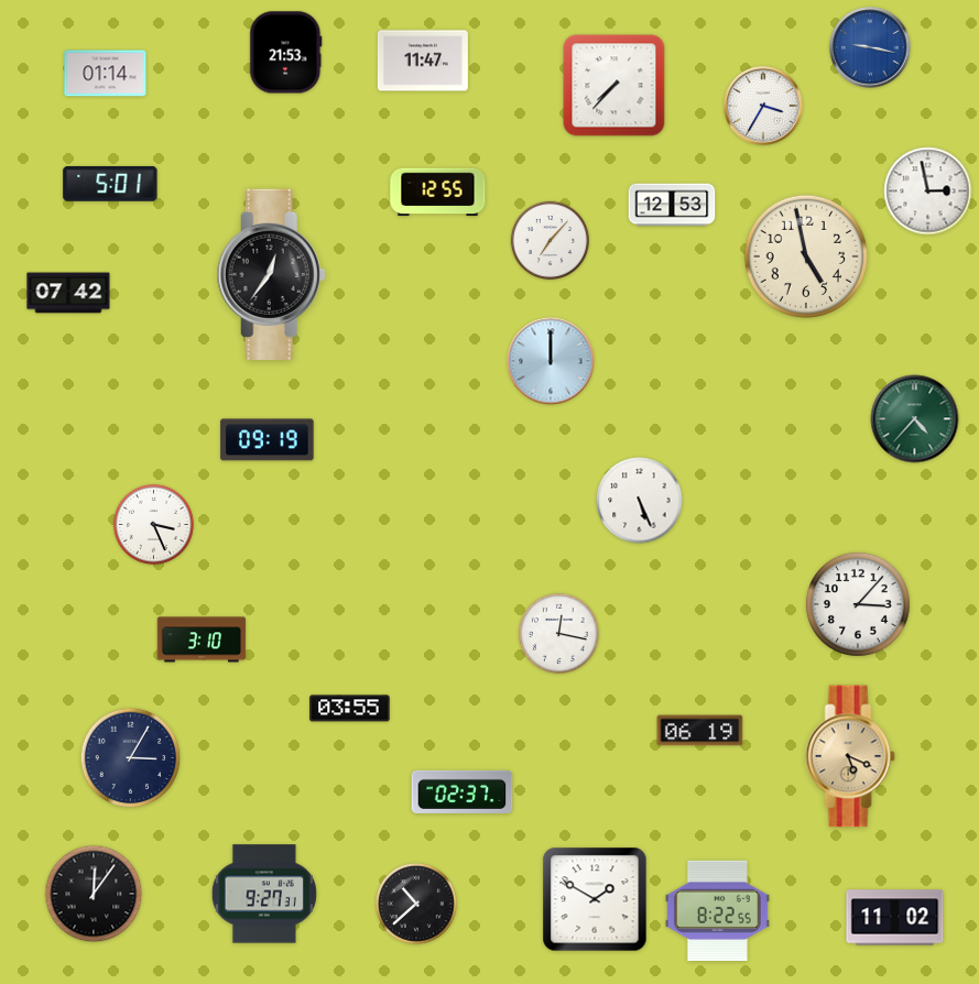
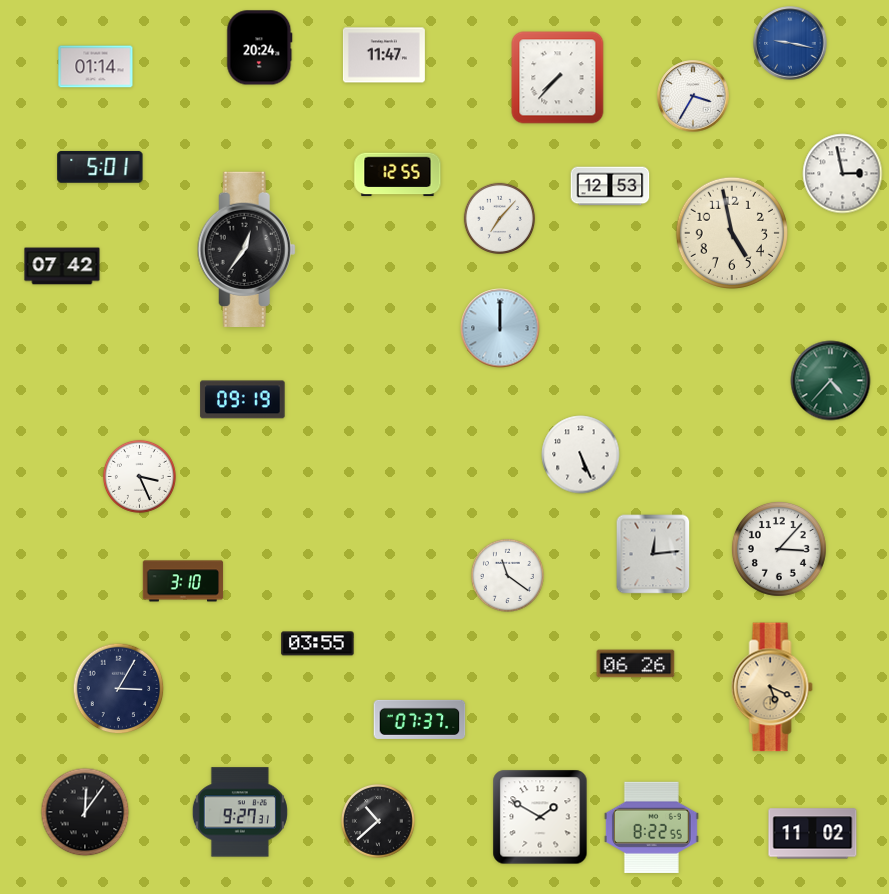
clock at (286, 53): 21:53 -> 20:24
clock at (653, 554): none -> 12:14
clock at (558, 633): 12:17 -> 11:21
clock at (700, 731): 06:19 -> 06:26
clock at (463, 791): 02:37 -> 07:37
